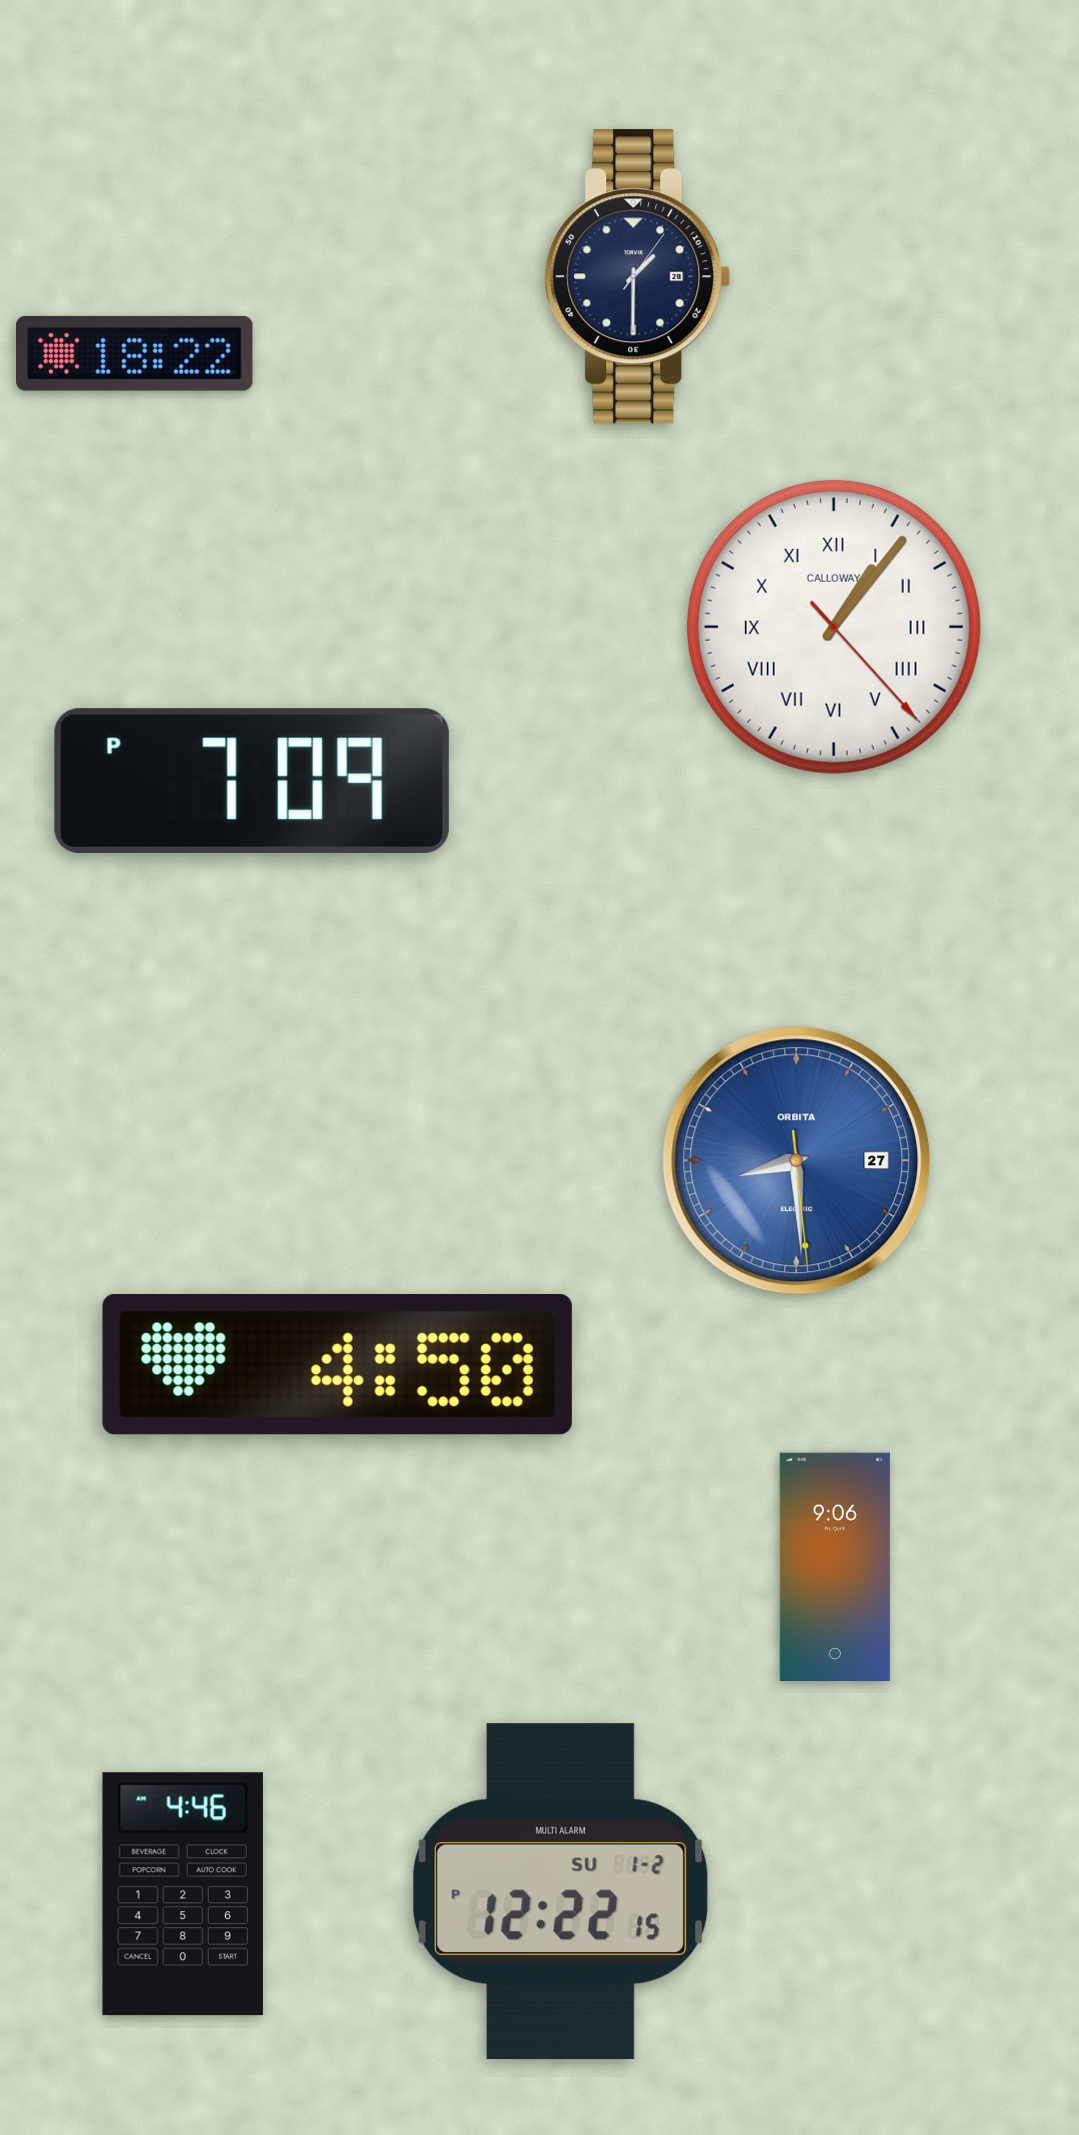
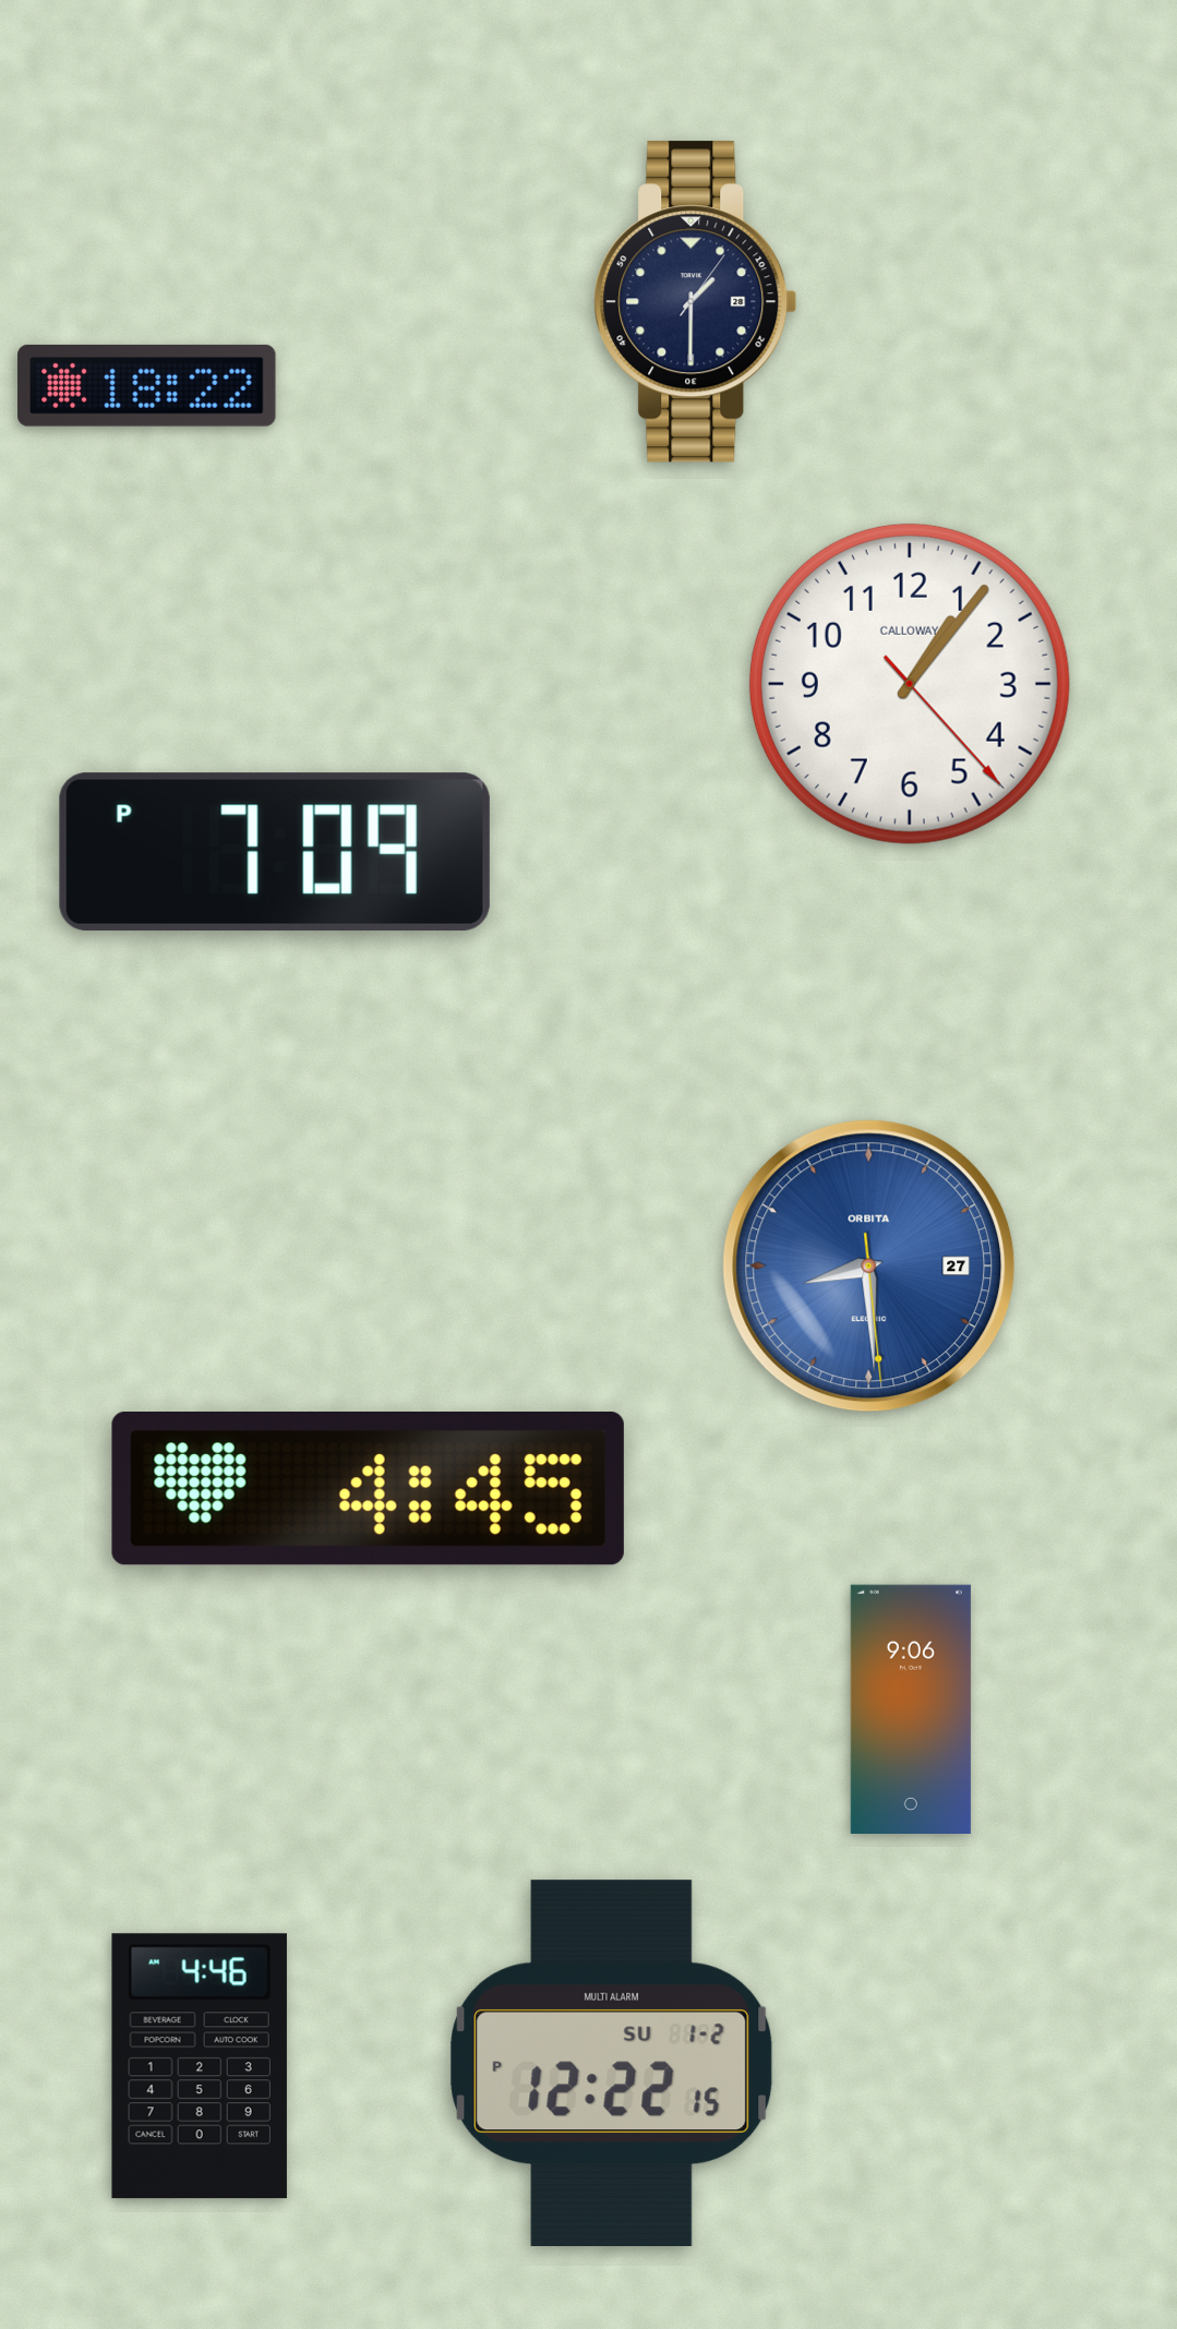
clock at (834, 627) numerals: Roman -> Arabic
clock at (337, 1365): 4:50 -> 4:45
